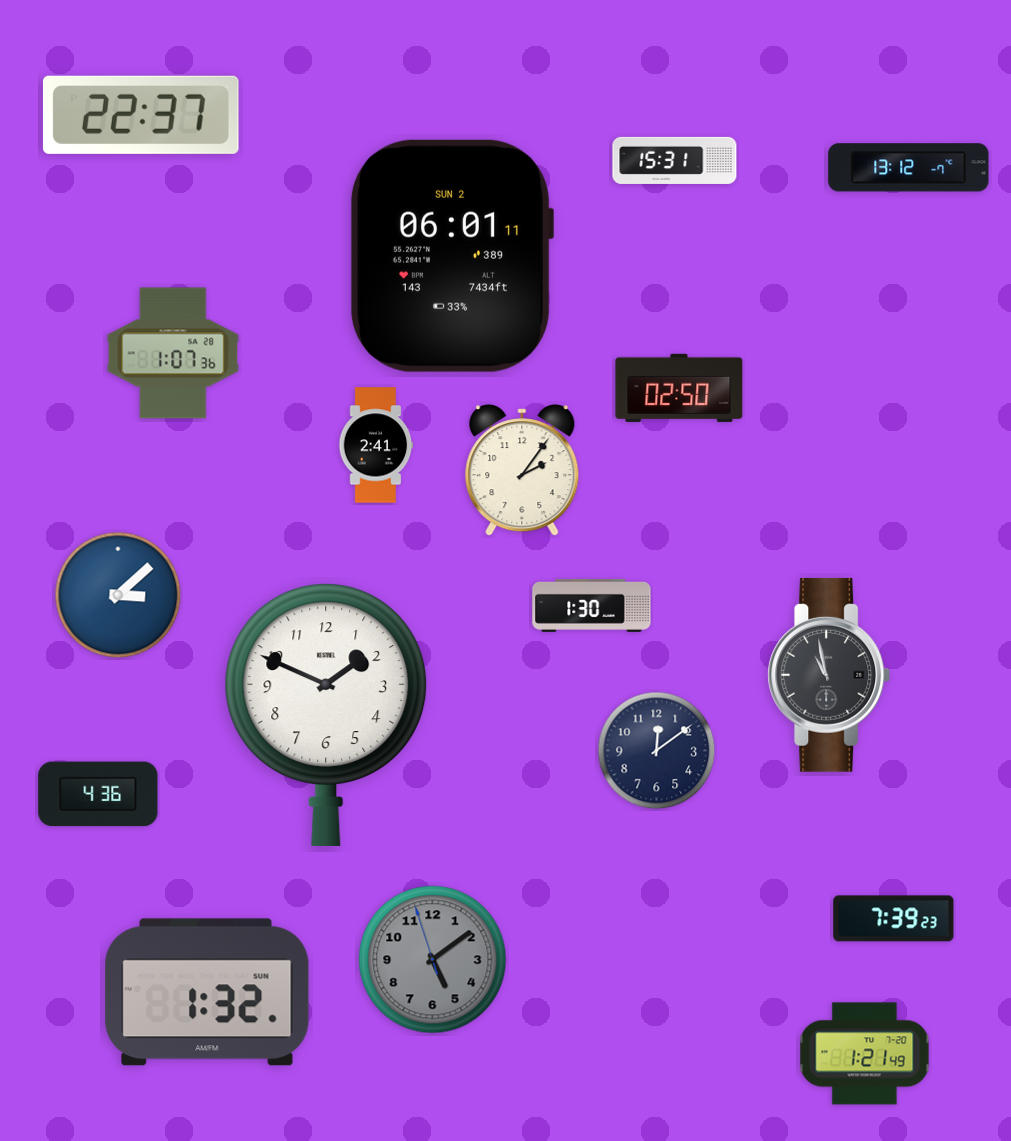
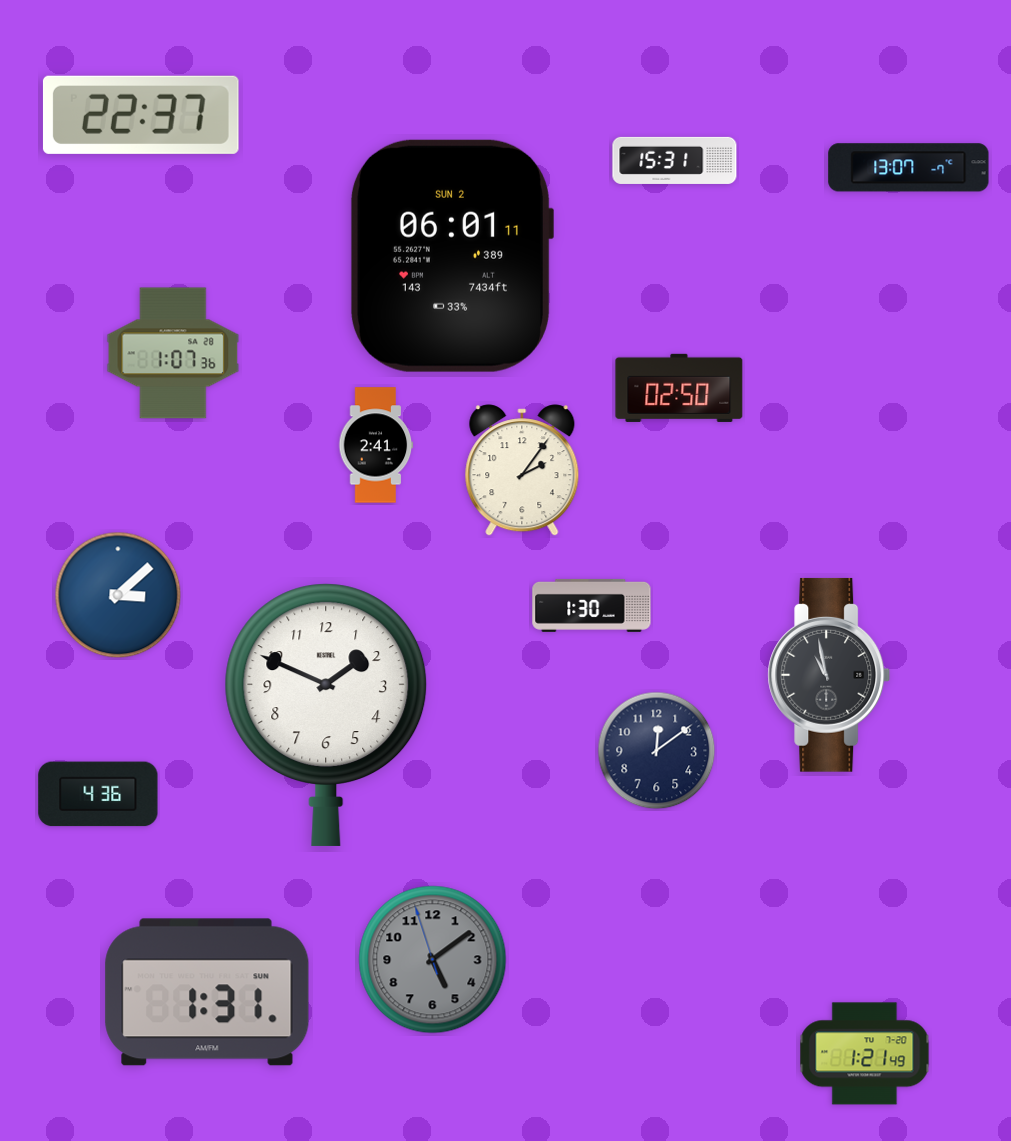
clock at (909, 168): 13:12 -> 13:07
clock at (894, 919): 7:39 -> none
clock at (207, 992): 1:32 -> 1:31
